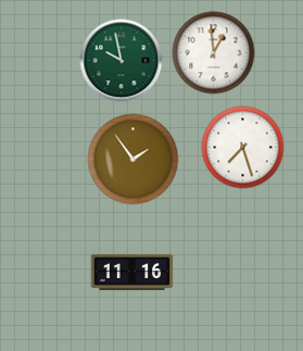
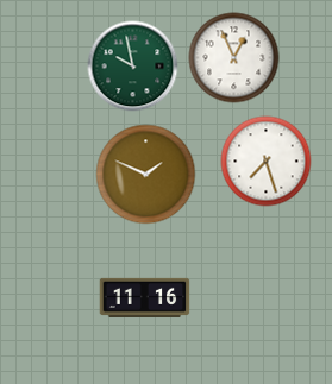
clock at (214, 53): 12:59 -> 12:56
clock at (134, 160): 1:54 -> 1:49
